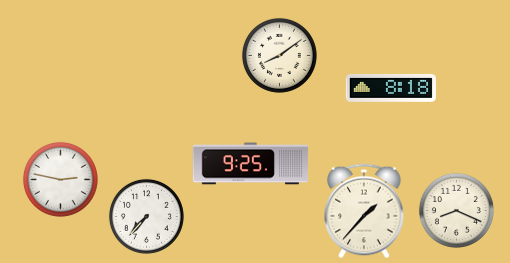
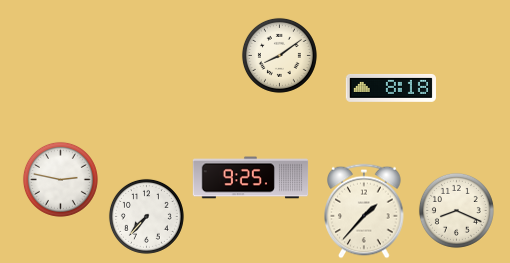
clock at (251, 164) position: (251, 164) -> (251, 178)
